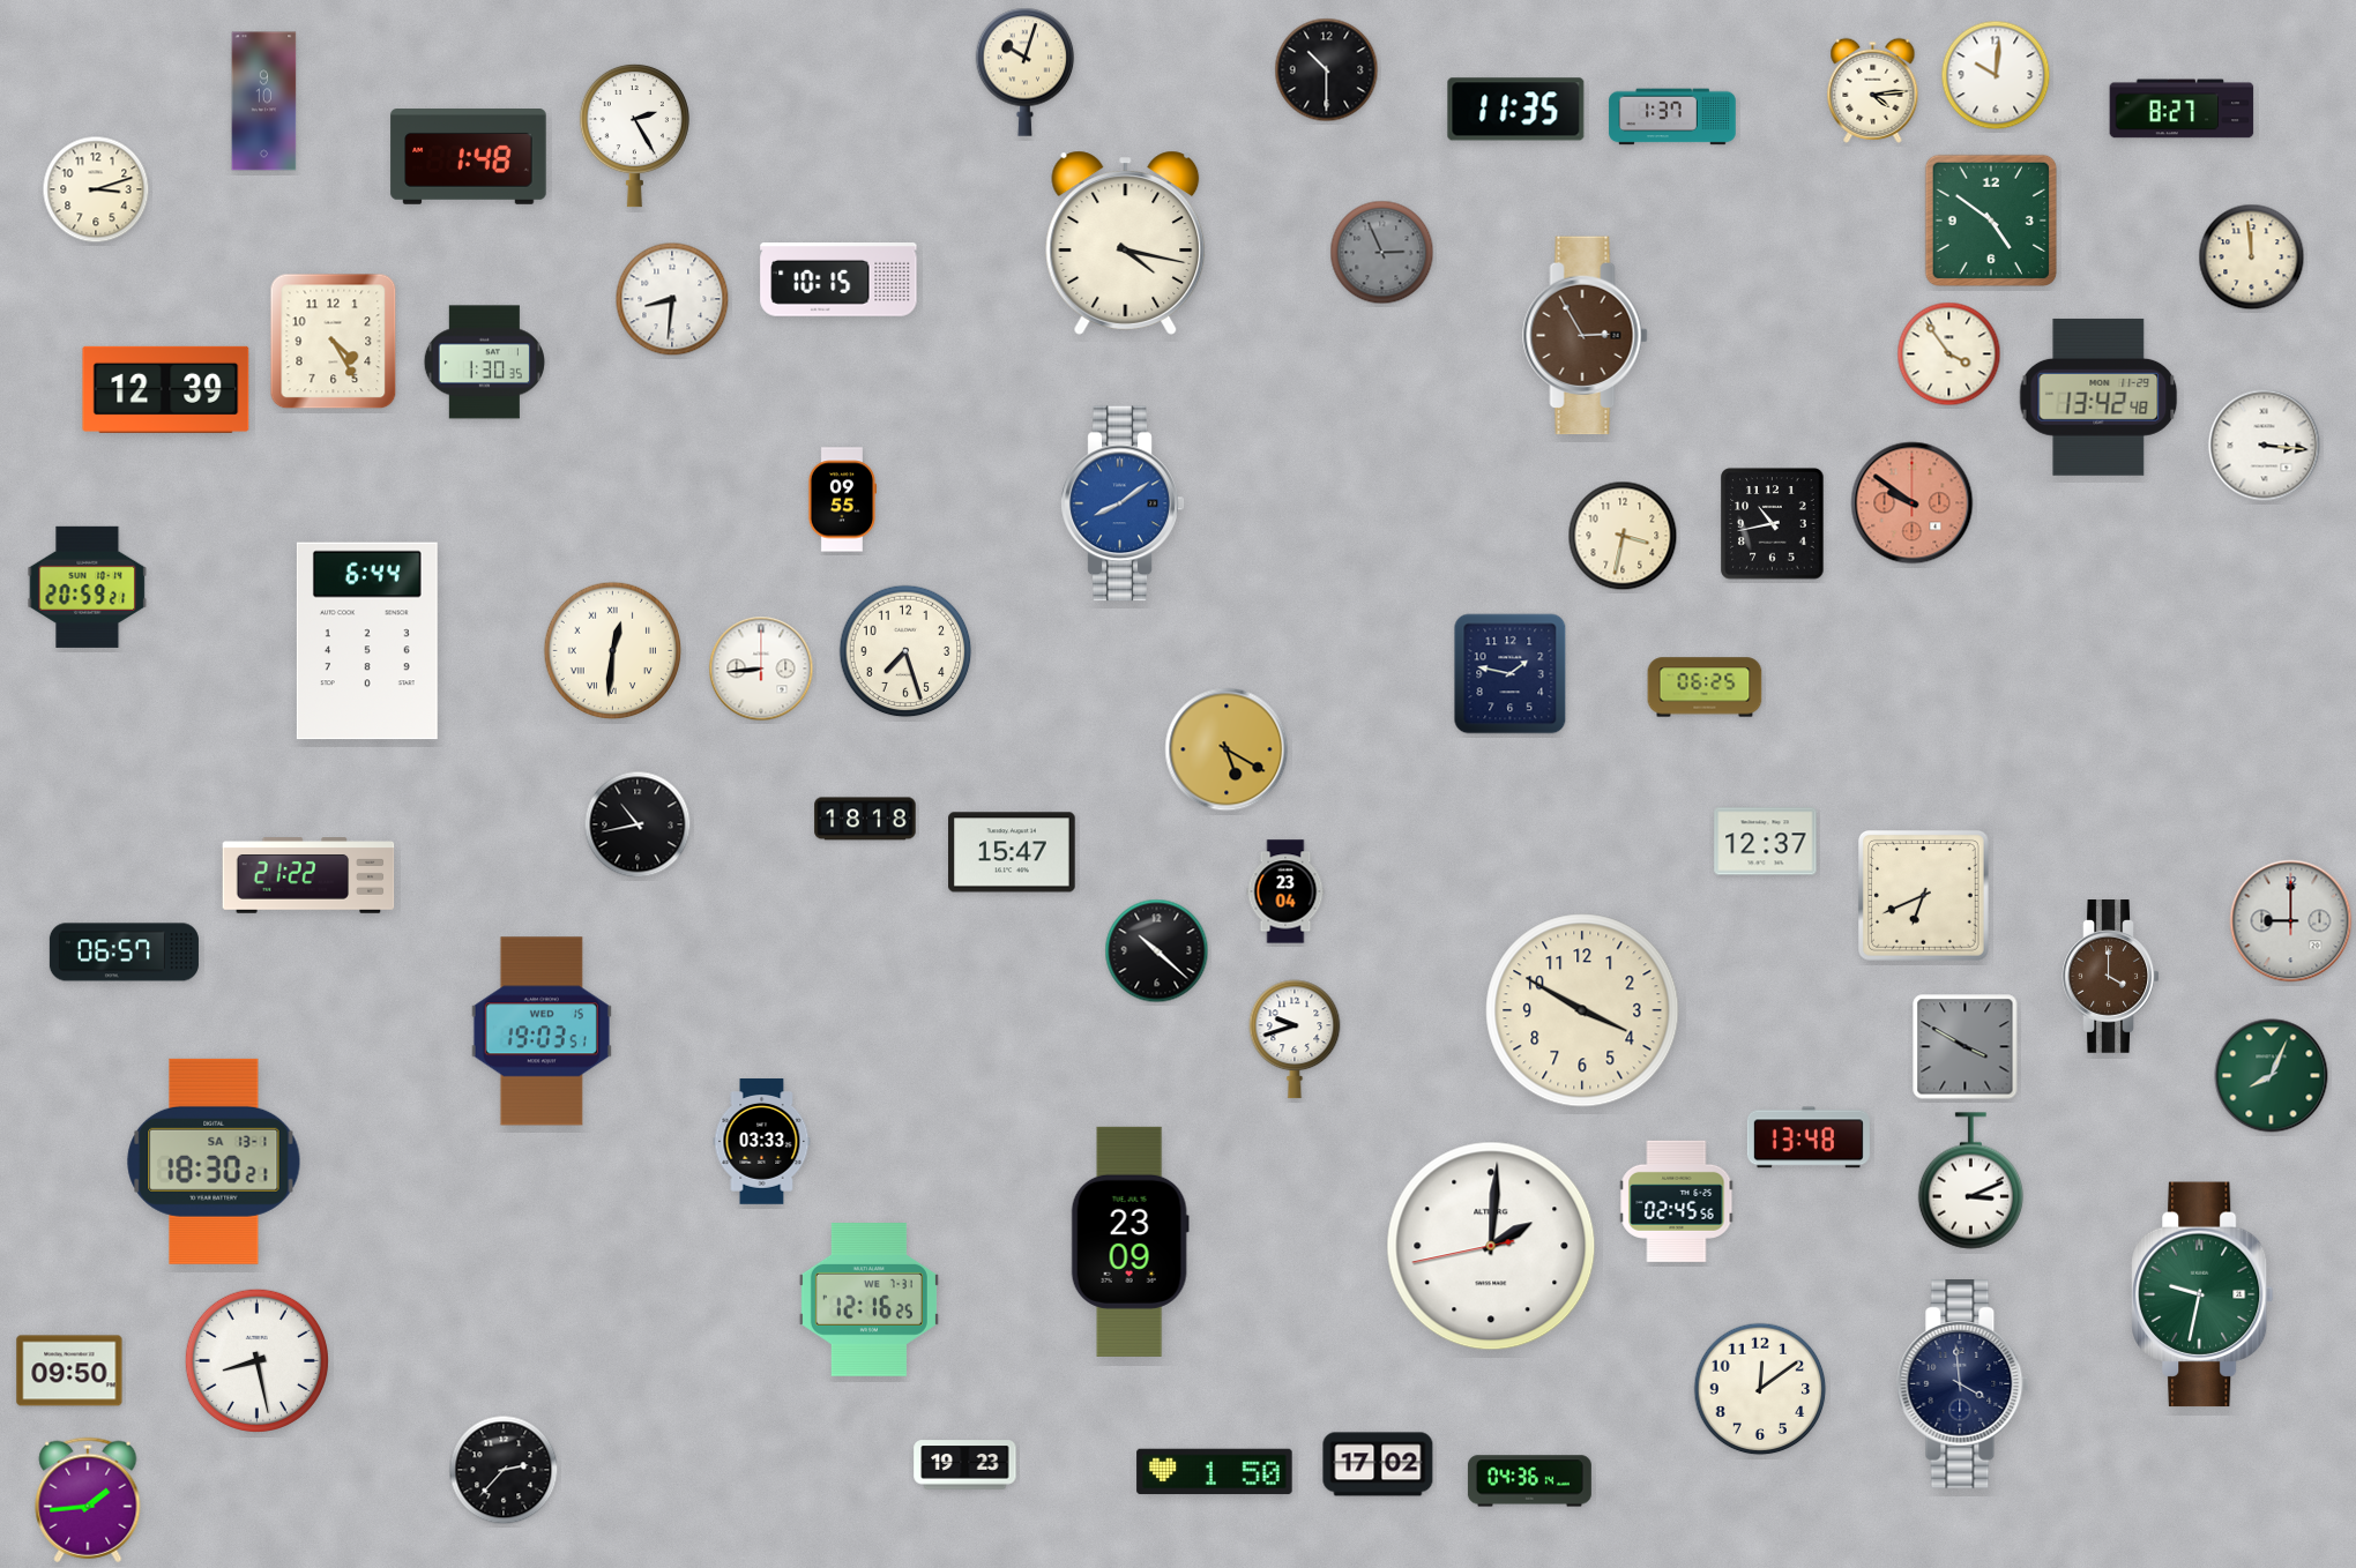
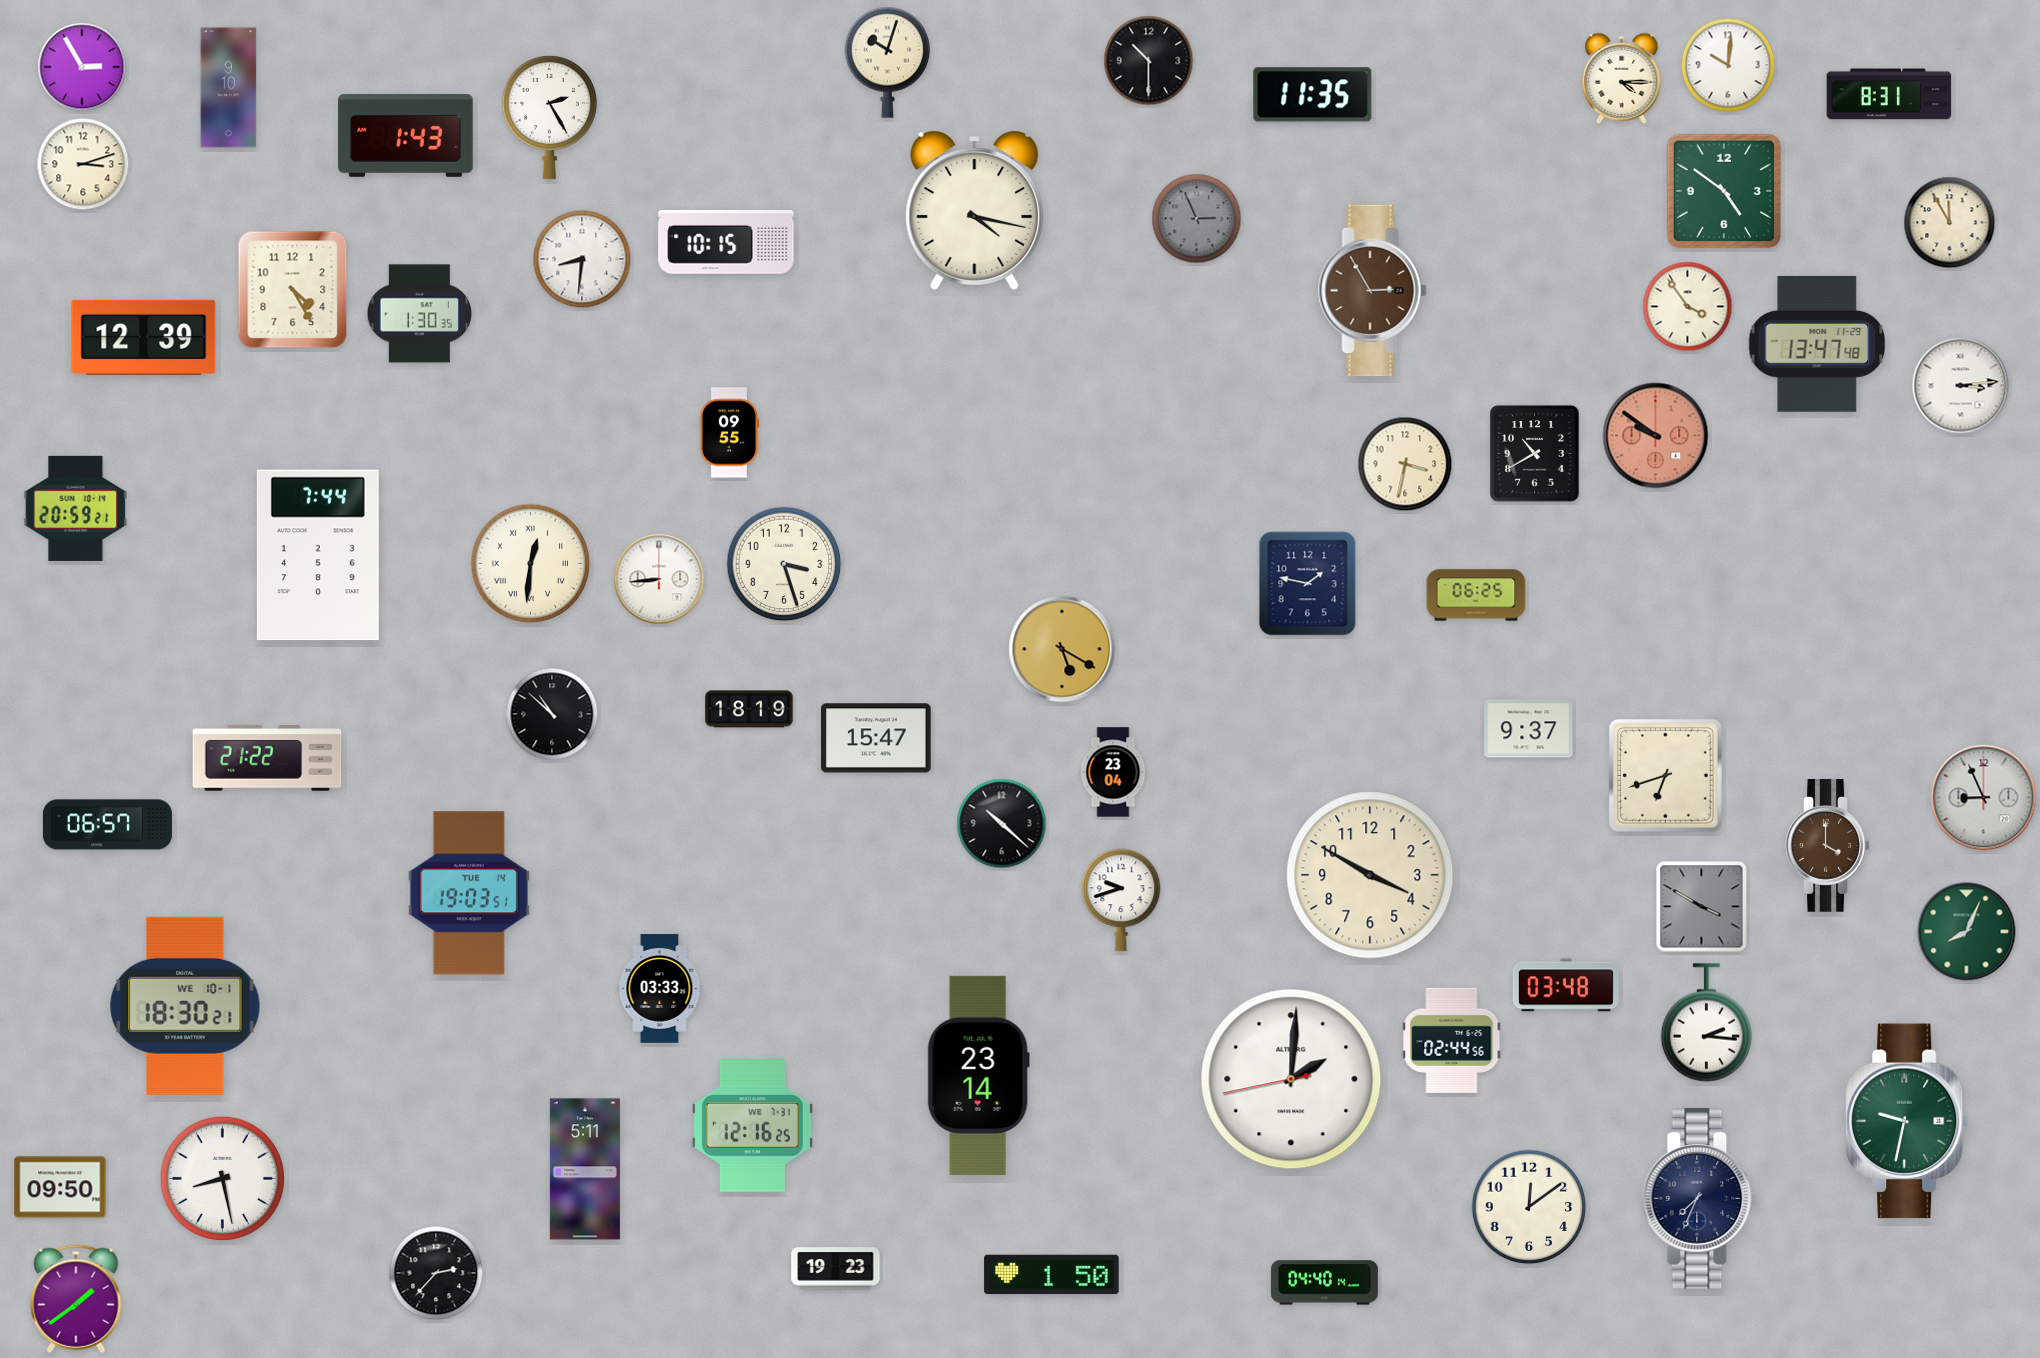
clock at (82, 67): none -> 2:55
clock at (1873, 90): 4:14 -> 4:15
clock at (2182, 109): 8:27 -> 8:31
clock at (1672, 117): 1:37 -> none
clock at (469, 157): 1:48 -> 1:43
clock at (2252, 257): 11:59 -> 11:55
clock at (334, 342) position: (334, 342) -> (293, 290)
clock at (2098, 397): 13:42 -> 13:47
clock at (2265, 446): 3:16 -> 3:14
clock at (1123, 503): 8:09 -> none
clock at (1773, 524): 10:43 -> 10:40
clock at (367, 641): 6:44 -> 7:44
clock at (905, 651): 7:27 -> 3:27
clock at (865, 819): 18:18 -> 18:19
clock at (638, 824): 10:43 -> 10:52
clock at (1766, 842): 12:37 -> 9:37
clock at (1923, 895): 6:41 -> 6:42
clock at (2291, 921): 9:00 -> 8:56
clock at (542, 1031) date: WED 15 -> TUE 14
clock at (1809, 1137): 13:48 -> 03:48
clock at (214, 1162) date: SA 13-1 -> WE 10-1
clock at (1970, 1181): 3:11 -> 2:16
clock at (1677, 1201): 02:45 -> 02:44
clock at (1129, 1241): 23:09 -> 23:14
clock at (585, 1169): none -> 5:11
clock at (1963, 1384): 3:59 -> 7:34
clock at (1760, 1389) position: (1760, 1389) -> (1529, 1207)
clock at (1378, 1464): 17:02 -> none
clock at (1529, 1481): 04:36 -> 04:40
clock at (88, 1500): 1:44 -> 1:39
